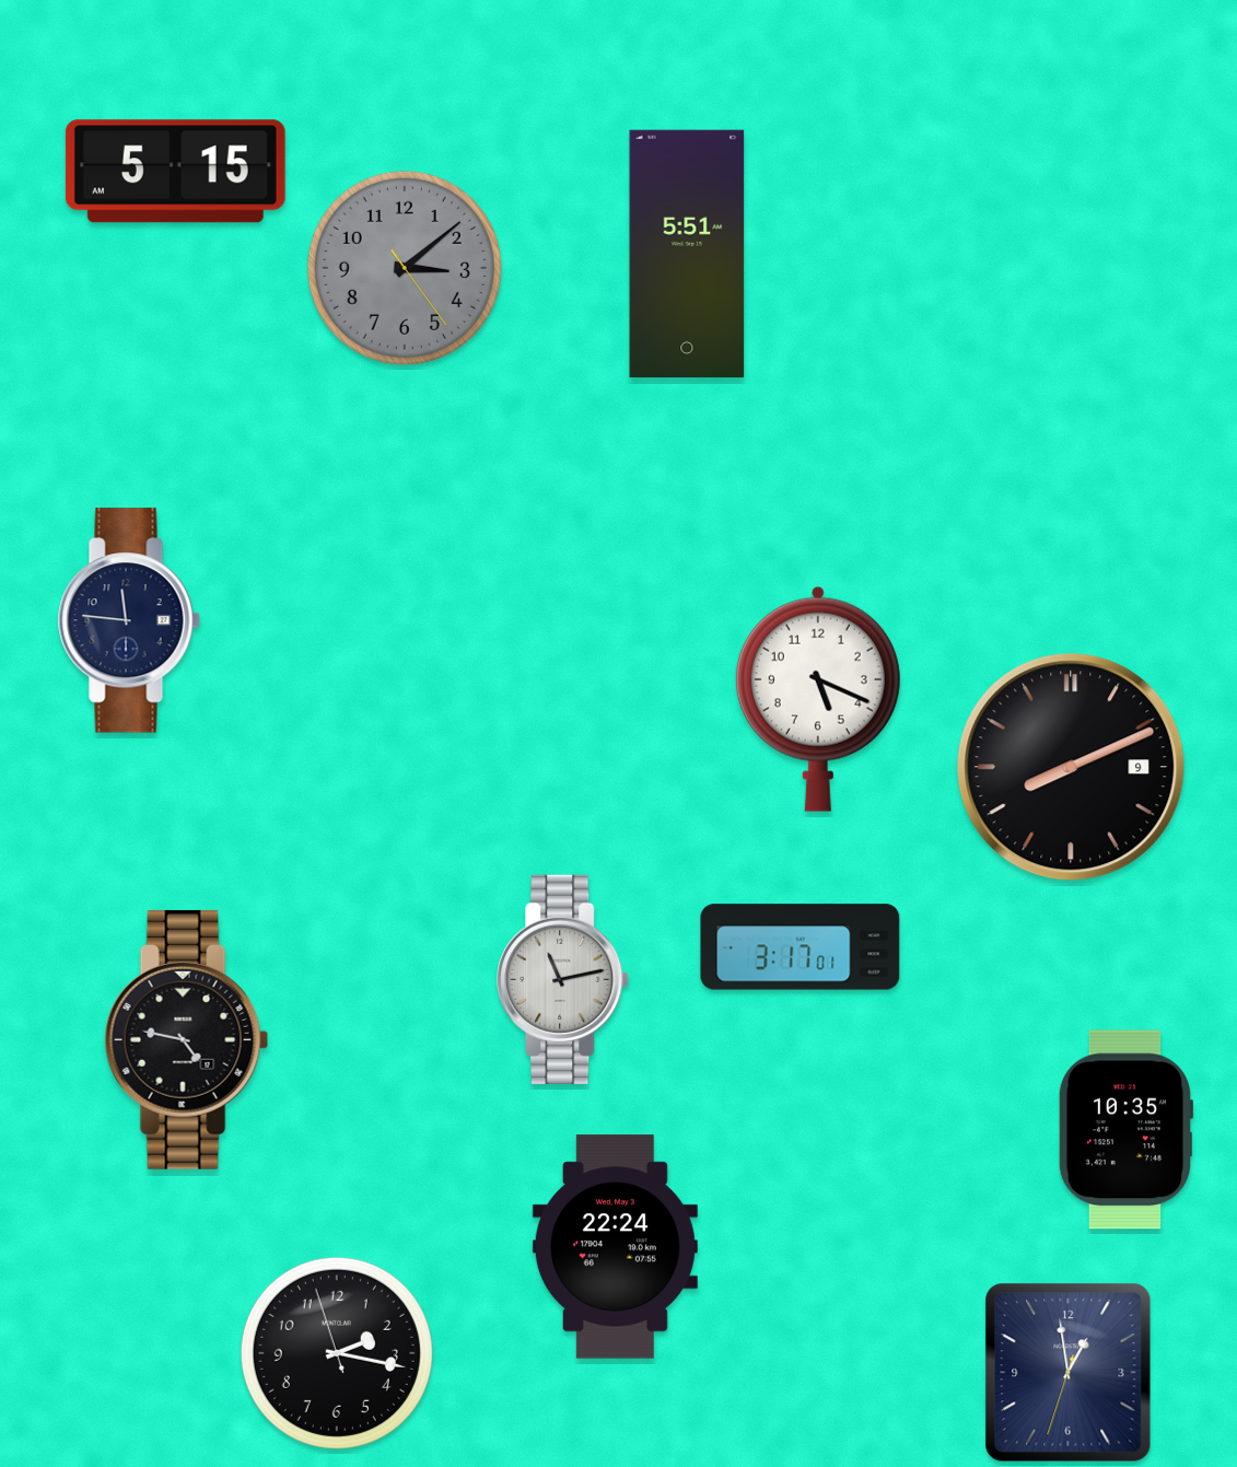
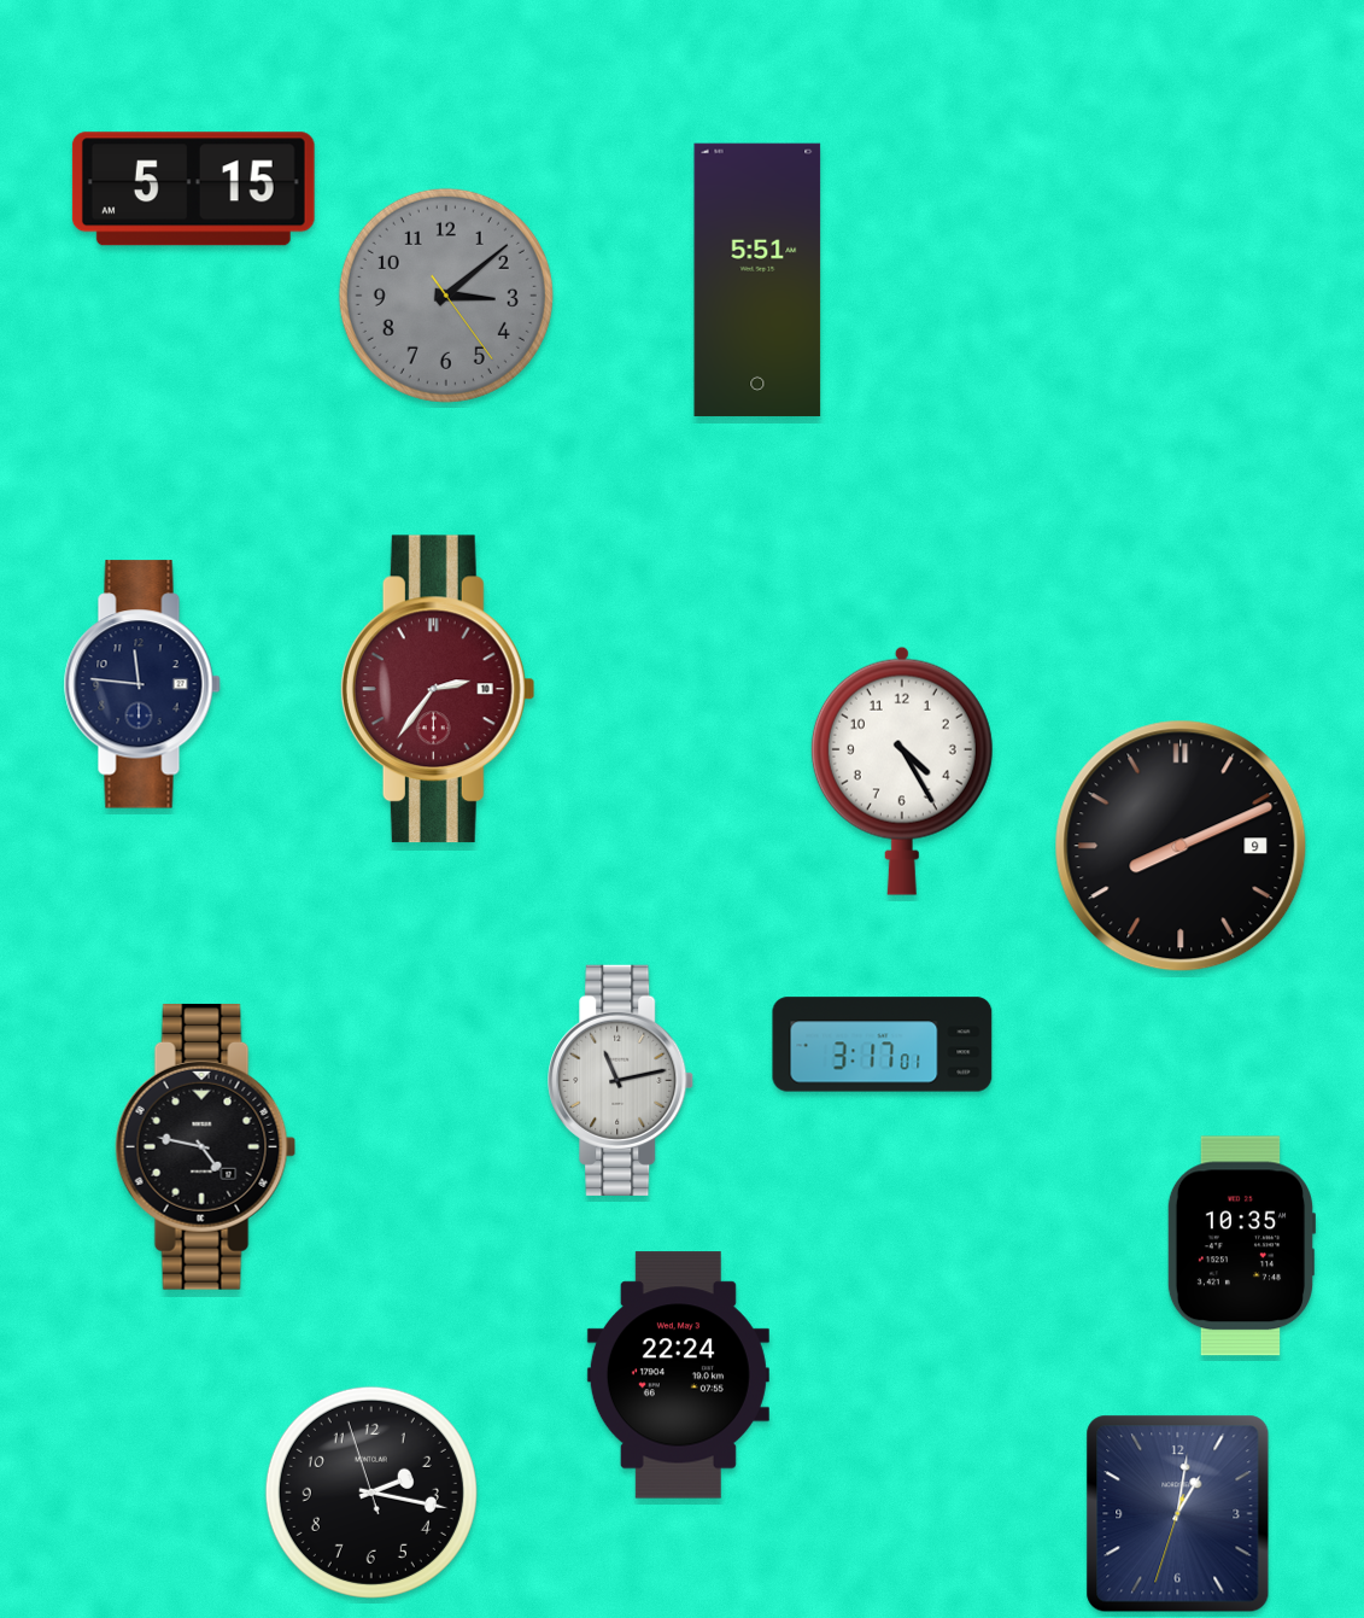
clock at (438, 689): none -> 2:36
clock at (818, 699): 5:19 -> 4:25
clock at (1069, 1373): 12:58 -> 1:01
